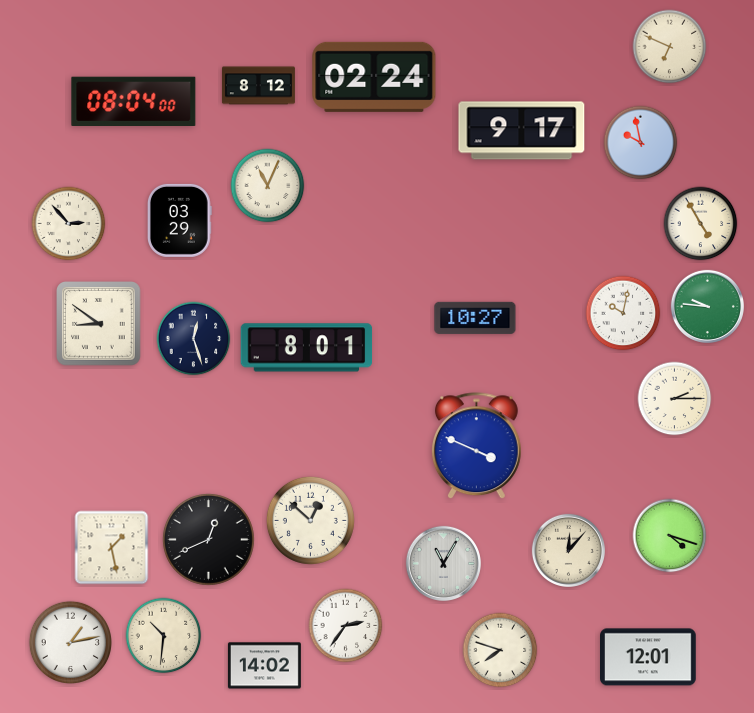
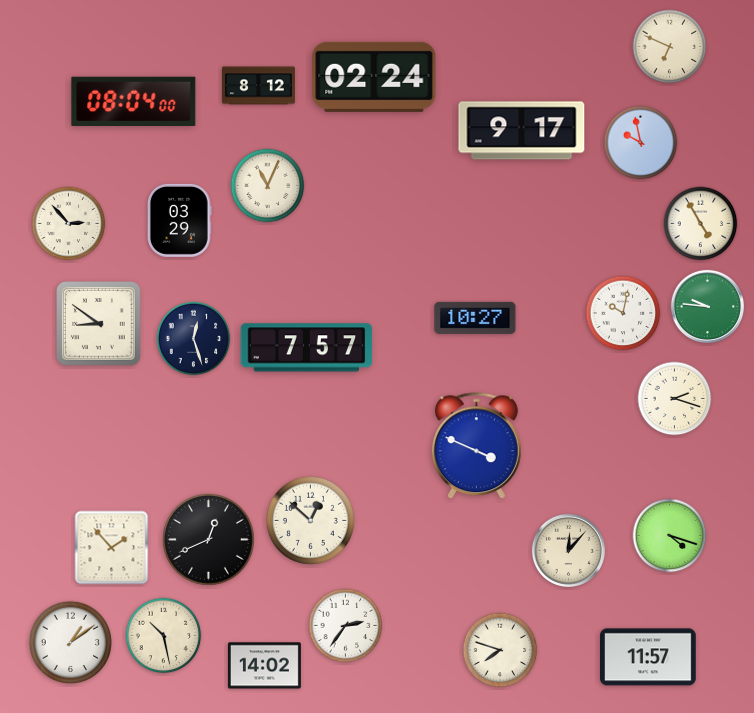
clock at (307, 348): 8:01 -> 7:57
clock at (675, 399): 2:15 -> 2:18
clock at (112, 548): 1:28 -> 1:53
clock at (443, 563): 11:05 -> none
clock at (164, 636): 10:31 -> 10:28
clock at (70, 642): 1:13 -> 1:09
clock at (649, 657): 12:01 -> 11:57
